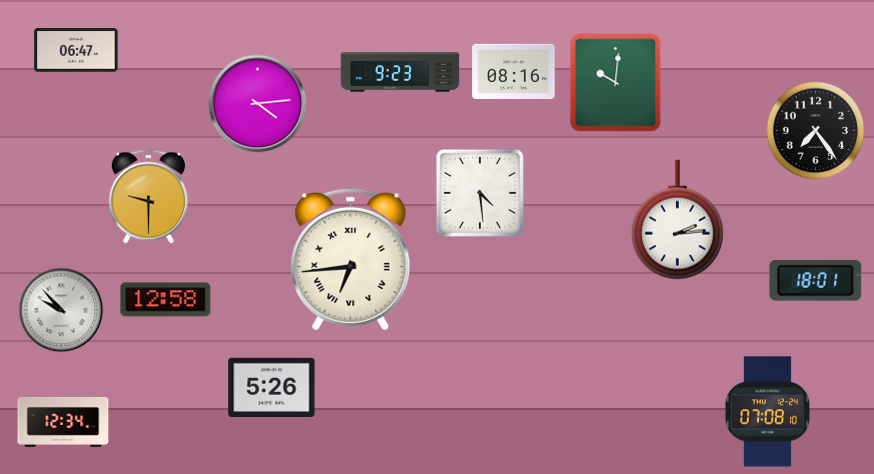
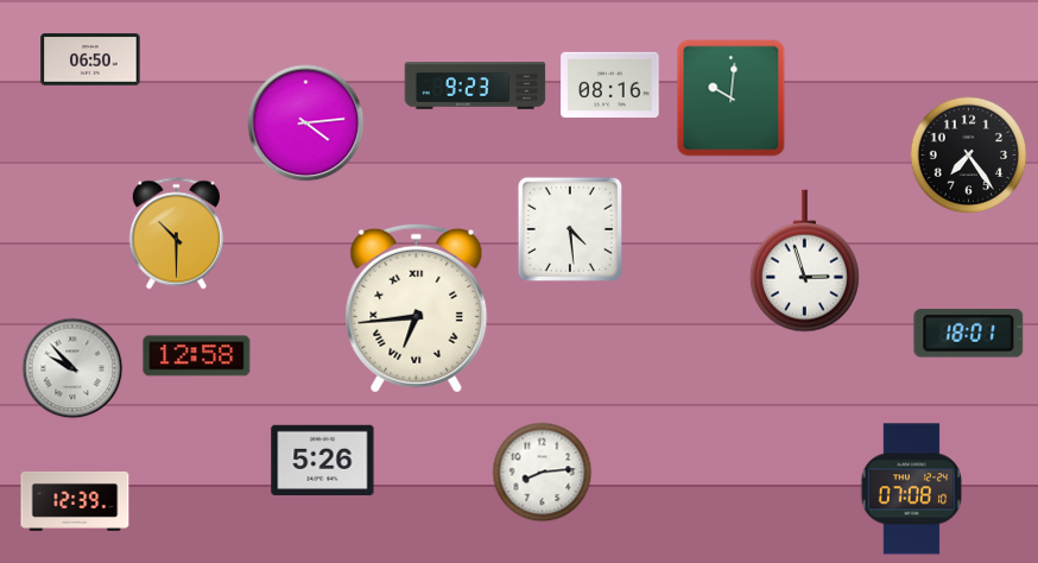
clock at (76, 50): 06:47 -> 06:50
clock at (148, 197): 9:30 -> 10:30
clock at (677, 220): 2:14 -> 2:57
clock at (543, 473): none -> 8:14
clock at (63, 422): 12:34 -> 12:39
